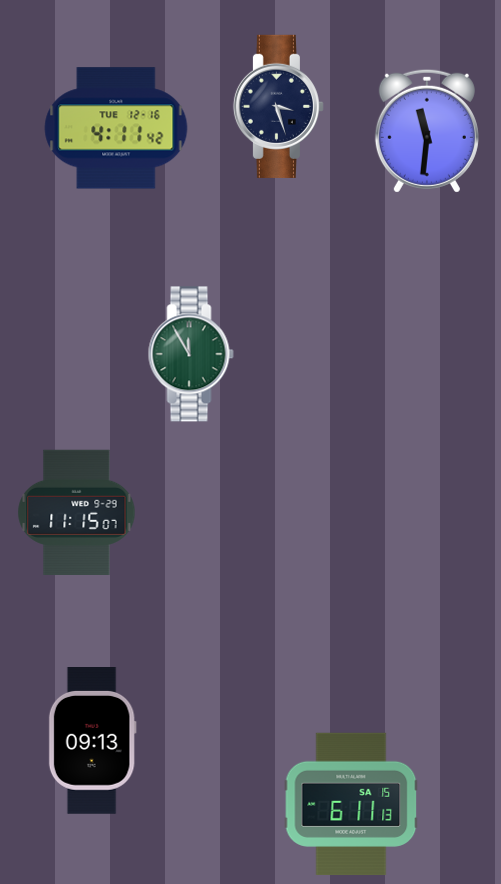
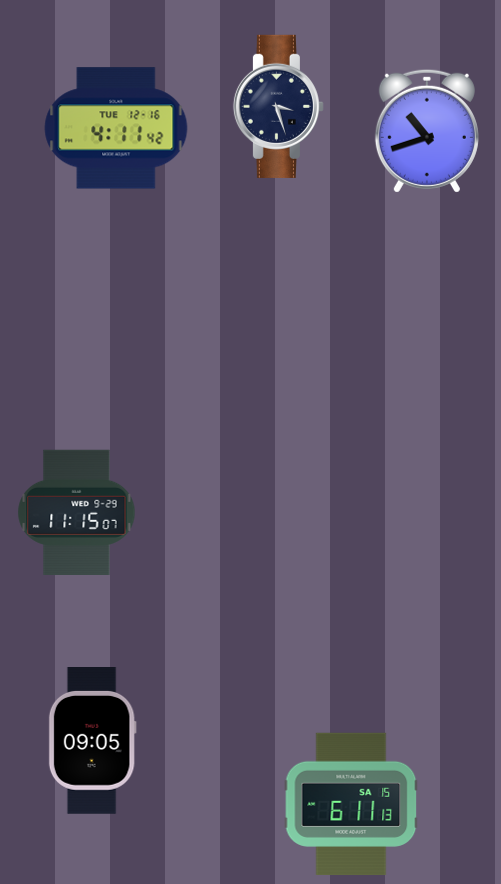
clock at (427, 131): 11:31 -> 10:42
clock at (191, 354): 11:55 -> none
clock at (92, 741): 09:13 -> 09:05
